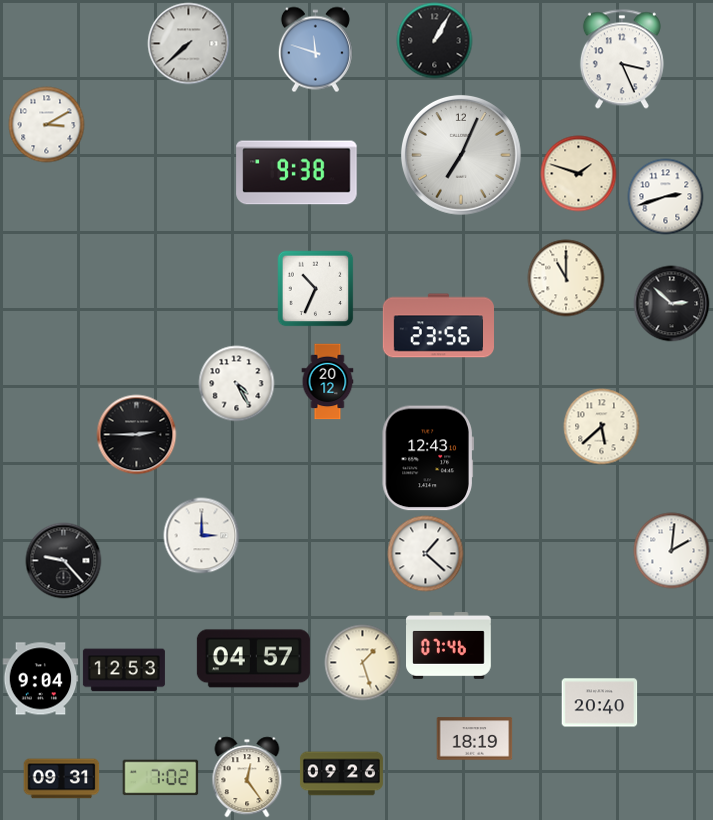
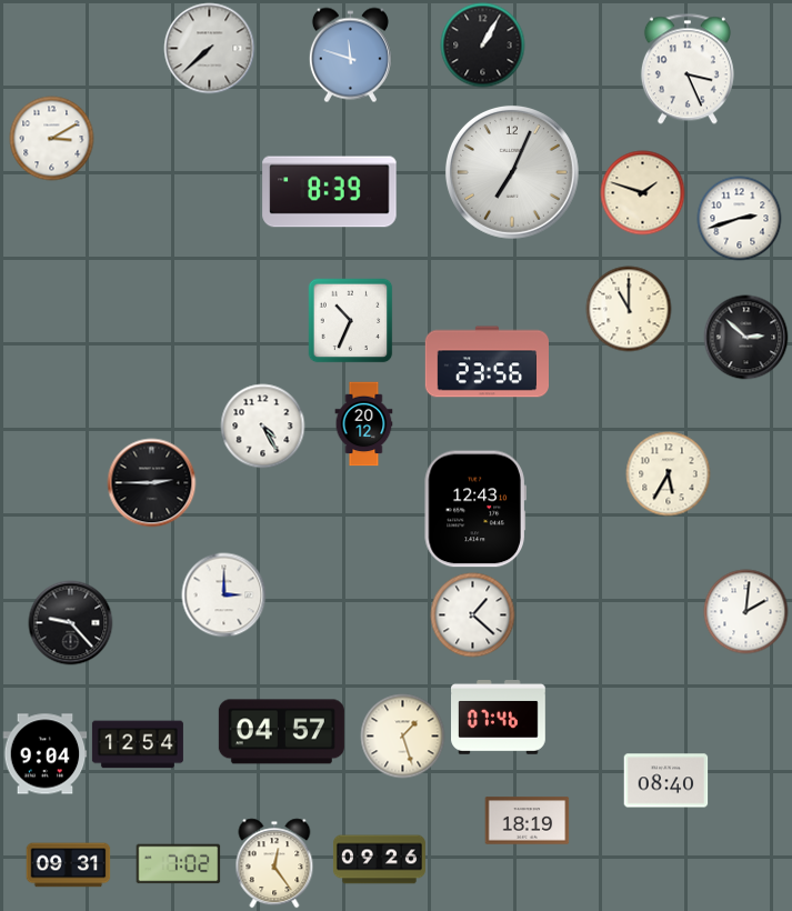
clock at (622, 59) position: (622, 59) -> (688, 69)
clock at (297, 173): 9:38 -> 8:39
clock at (602, 427): 5:38 -> 5:35
clock at (124, 670): 12:53 -> 12:54
clock at (600, 703): 20:40 -> 08:40
